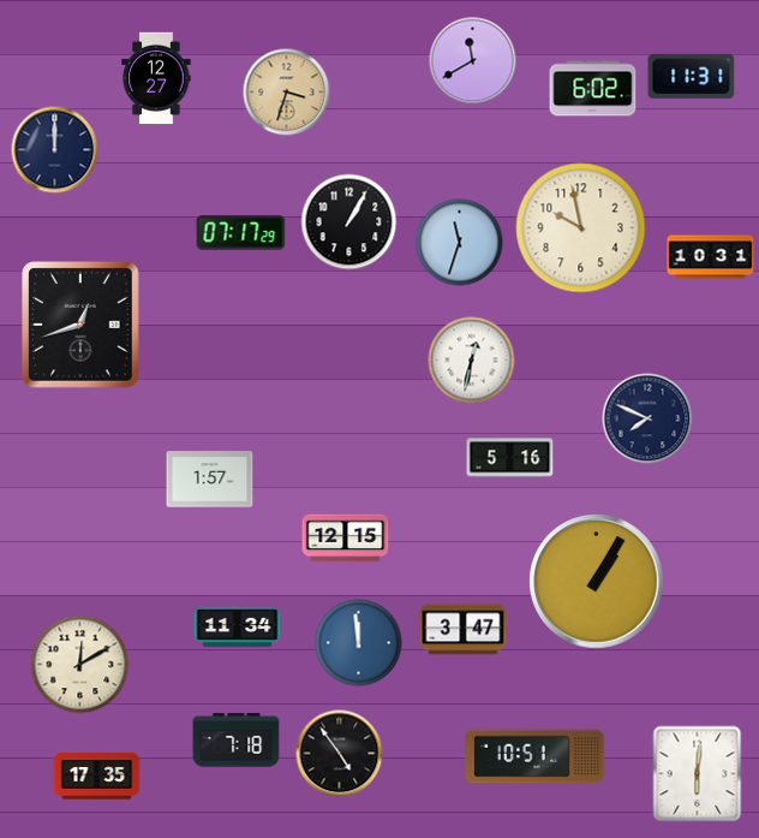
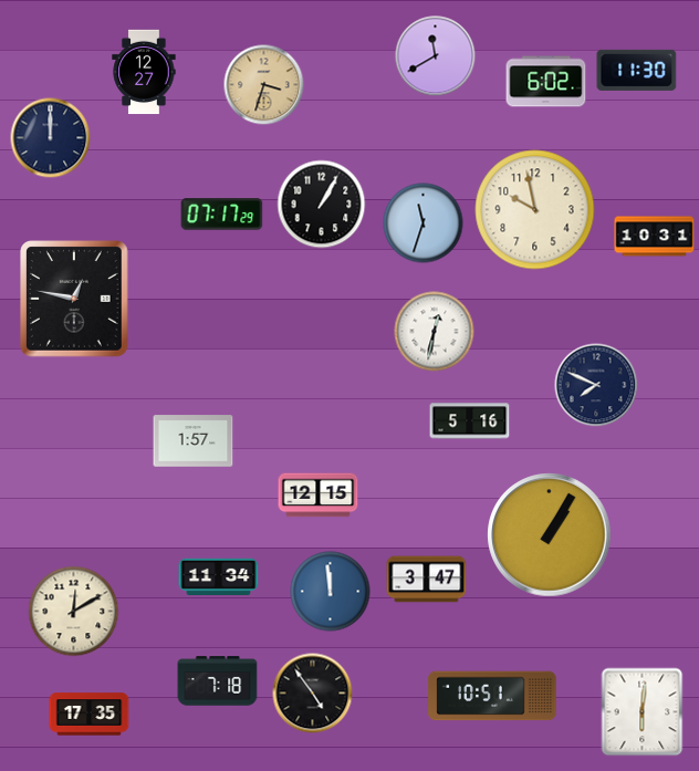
clock at (692, 76): 11:31 -> 11:30
clock at (80, 325): 12:42 -> 12:47
